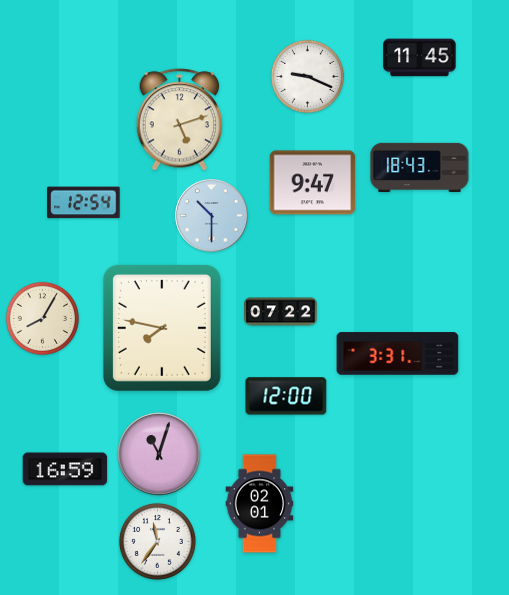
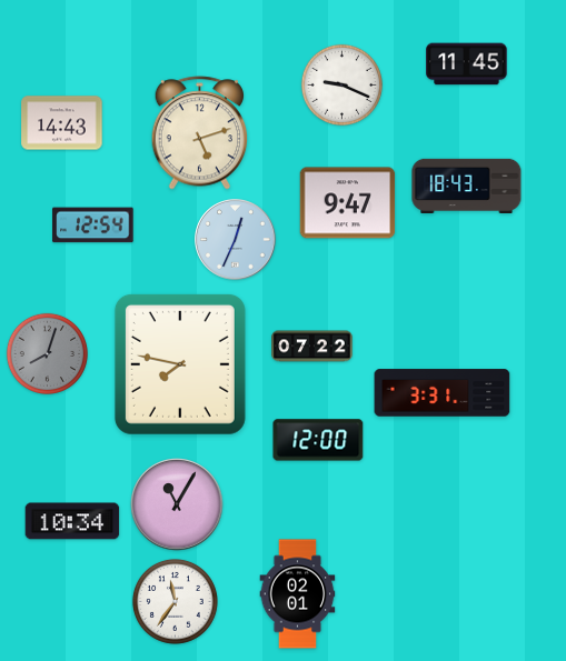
clock at (62, 123): none -> 14:43
clock at (212, 216): 10:30 -> 12:34
clock at (42, 318): 8:05 -> 8:03
clock at (42, 318) dial: cream -> grey
clock at (159, 454): 11:03 -> 11:05
clock at (65, 469): 16:59 -> 10:34
clock at (260, 504) position: (260, 504) -> (298, 594)
